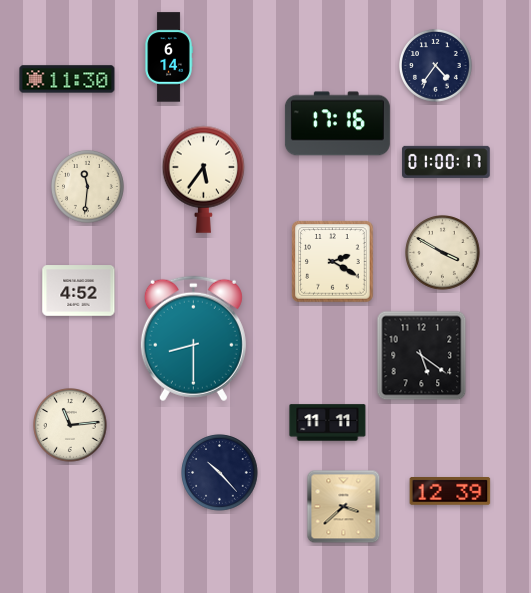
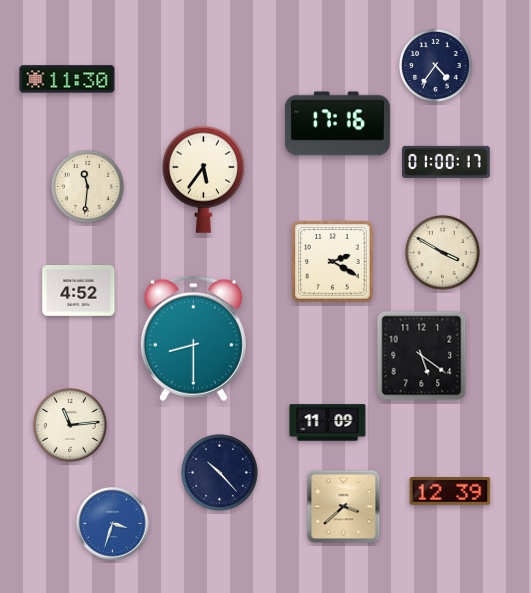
clock at (169, 57): 6:14 -> none
clock at (328, 423): 11:11 -> 11:09
clock at (113, 524): none -> 3:33
